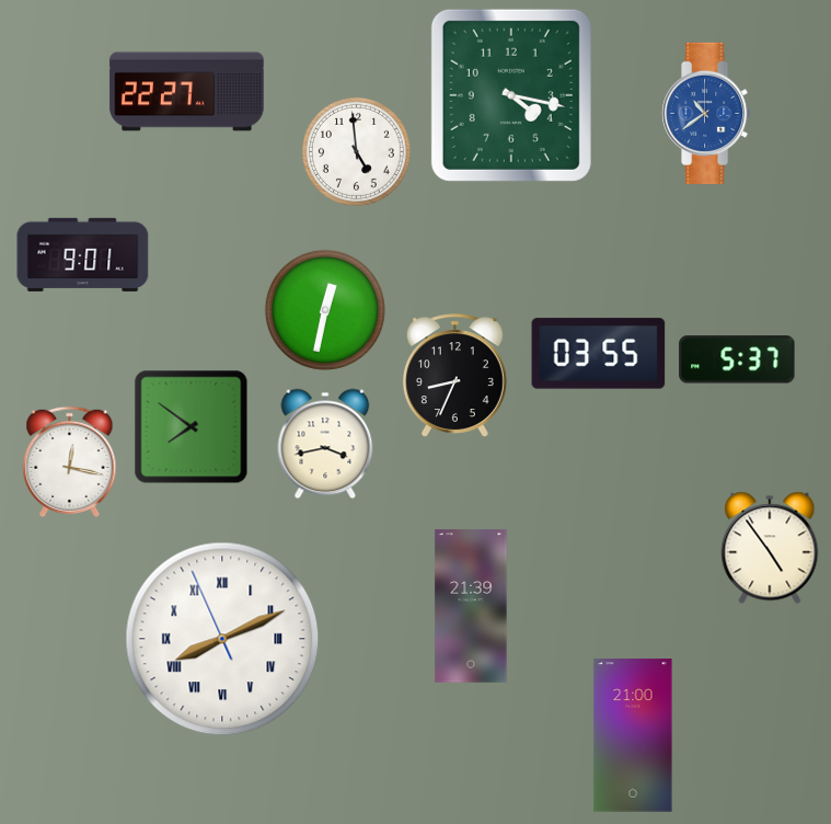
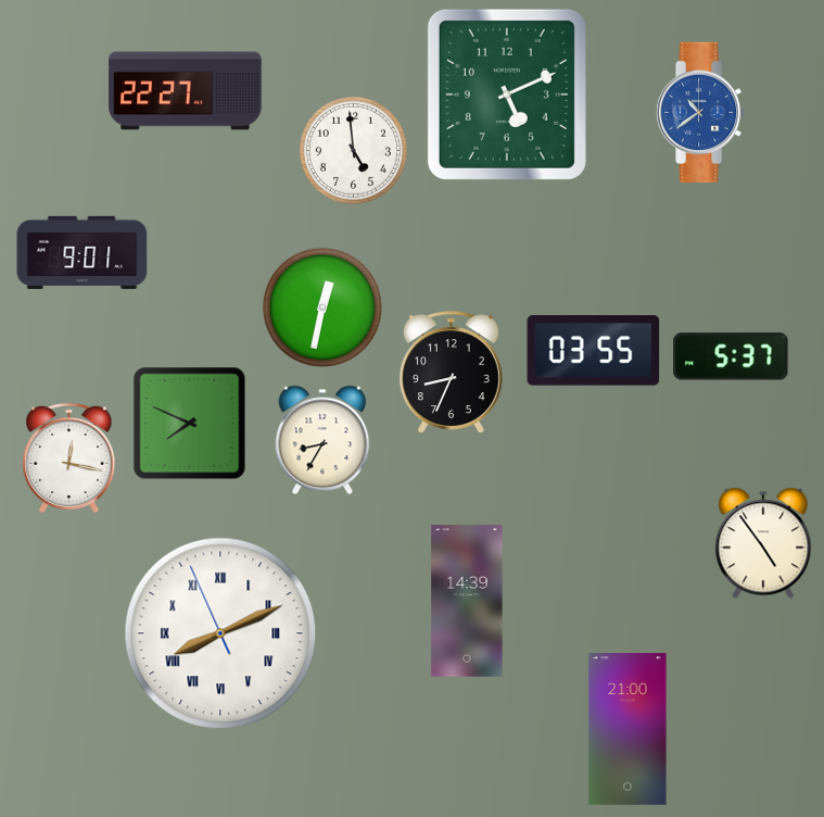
clock at (511, 95): 4:17 -> 5:11
clock at (192, 427): 7:51 -> 7:49
clock at (325, 444): 3:43 -> 8:35
clock at (471, 606): 21:39 -> 14:39
